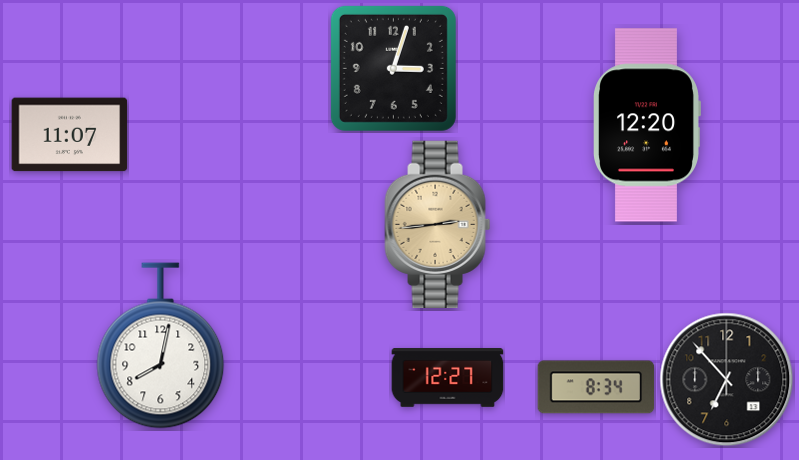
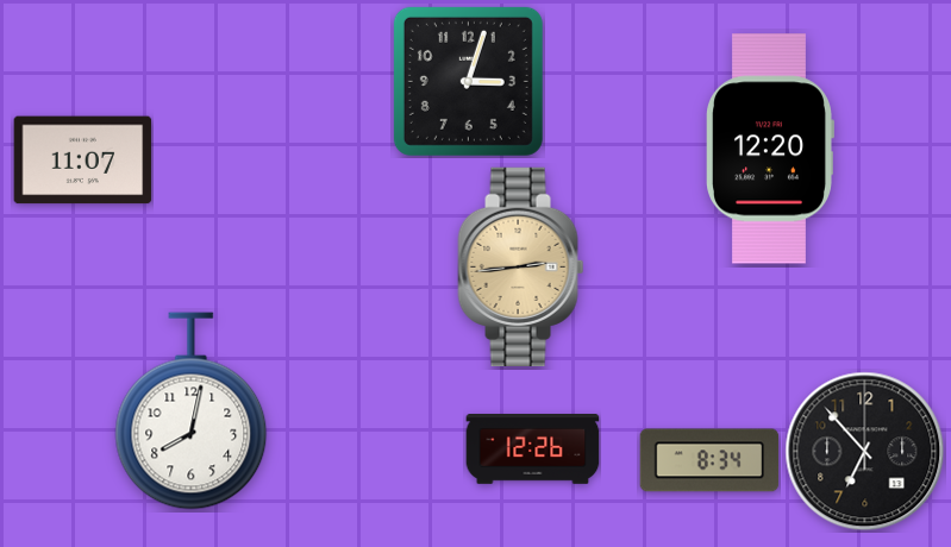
clock at (448, 378): 12:27 -> 12:26
